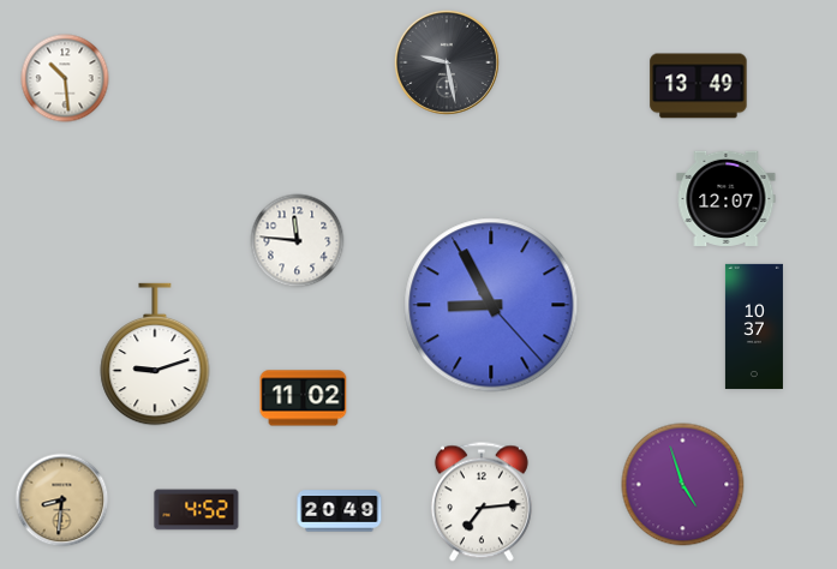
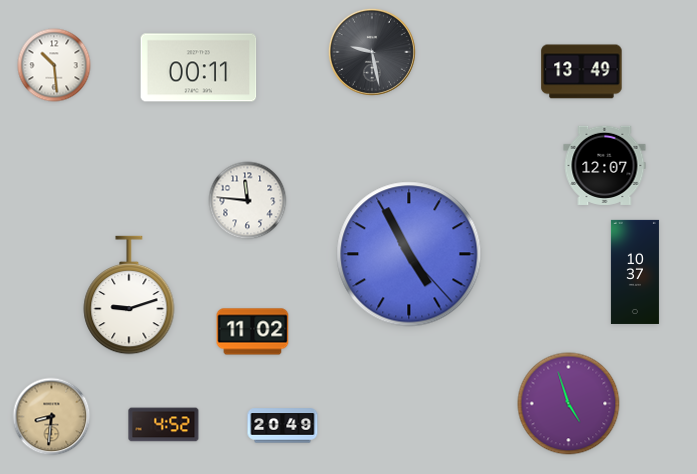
clock at (199, 68): none -> 00:11
clock at (491, 305): 8:55 -> 4:55
clock at (754, 327) position: (754, 327) -> (635, 272)
clock at (482, 502): 7:14 -> none
